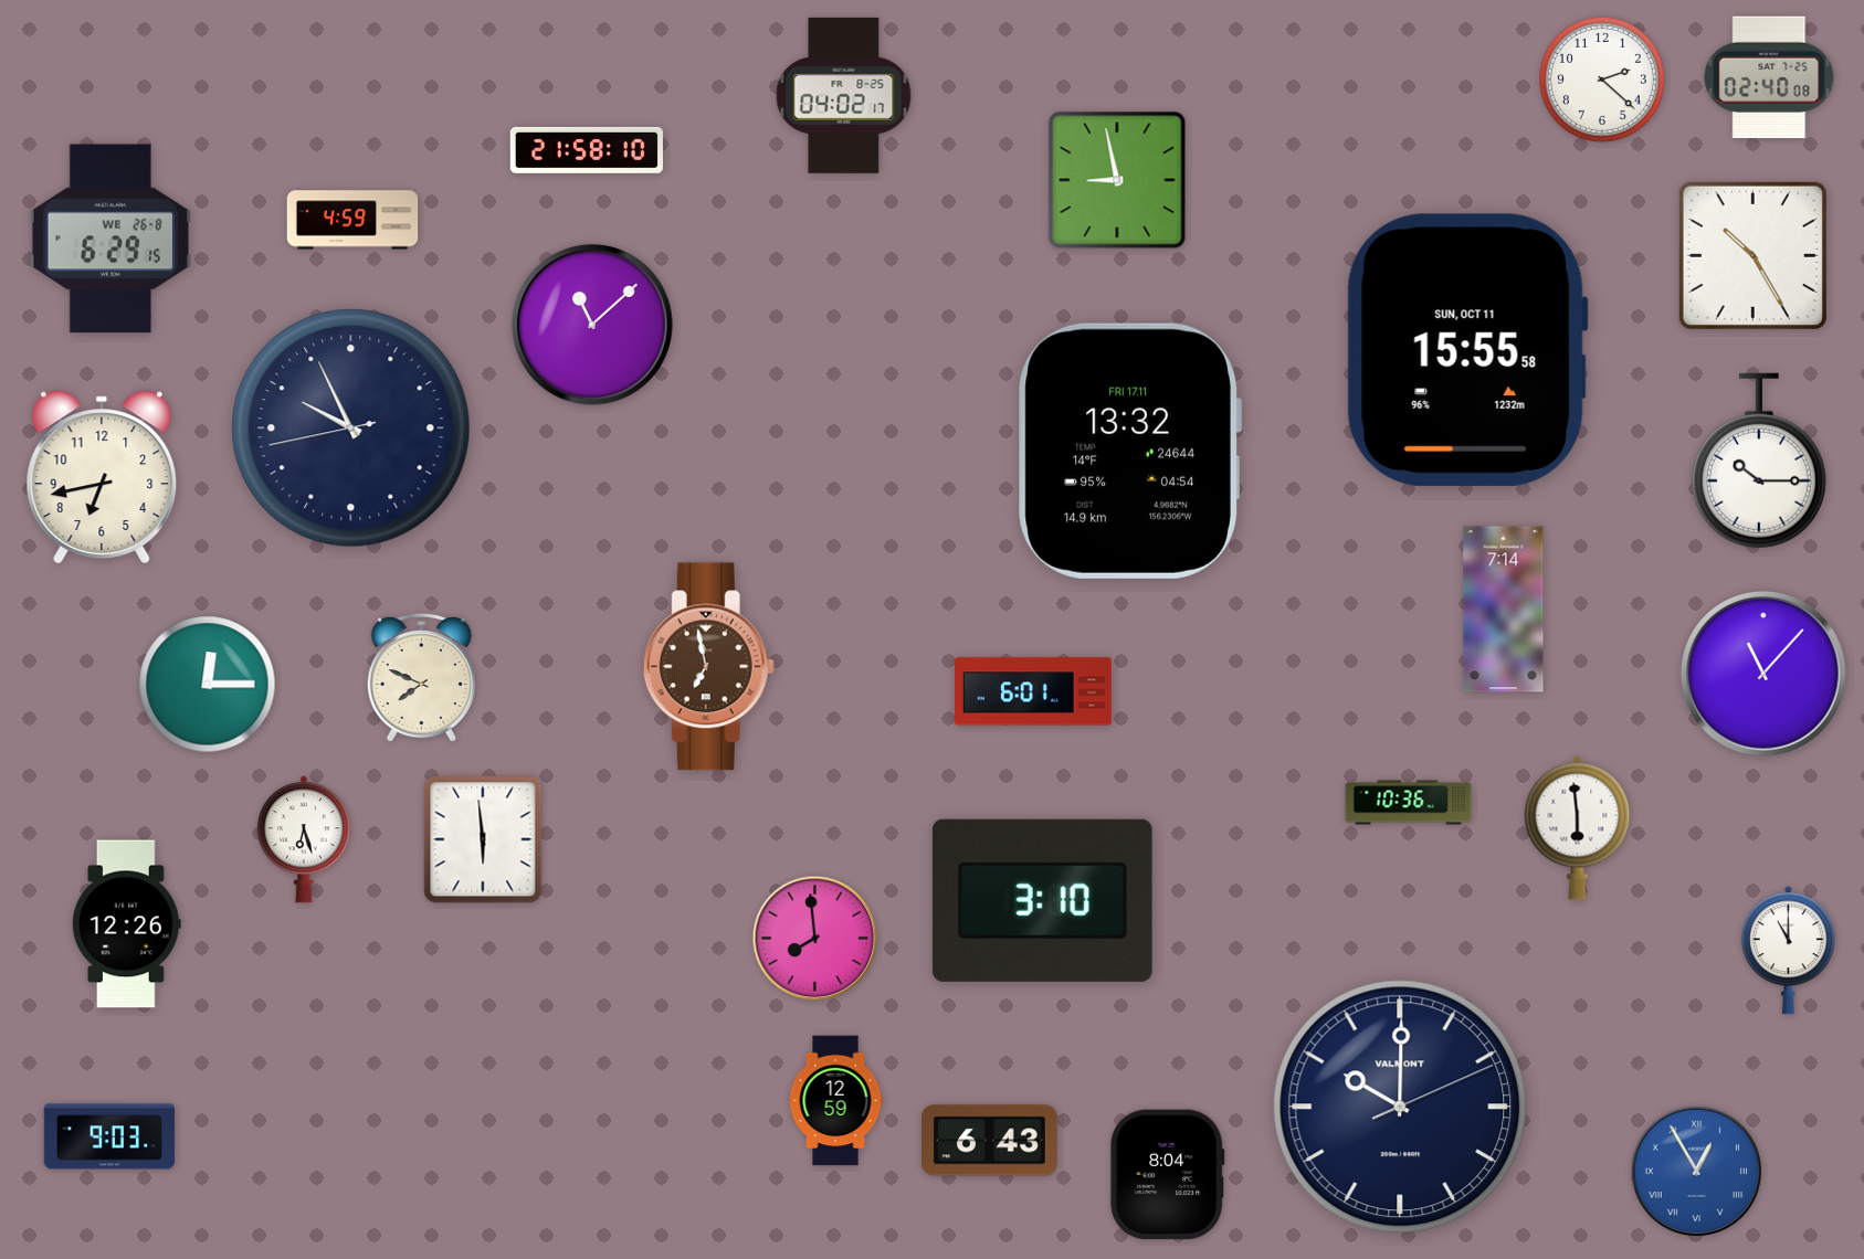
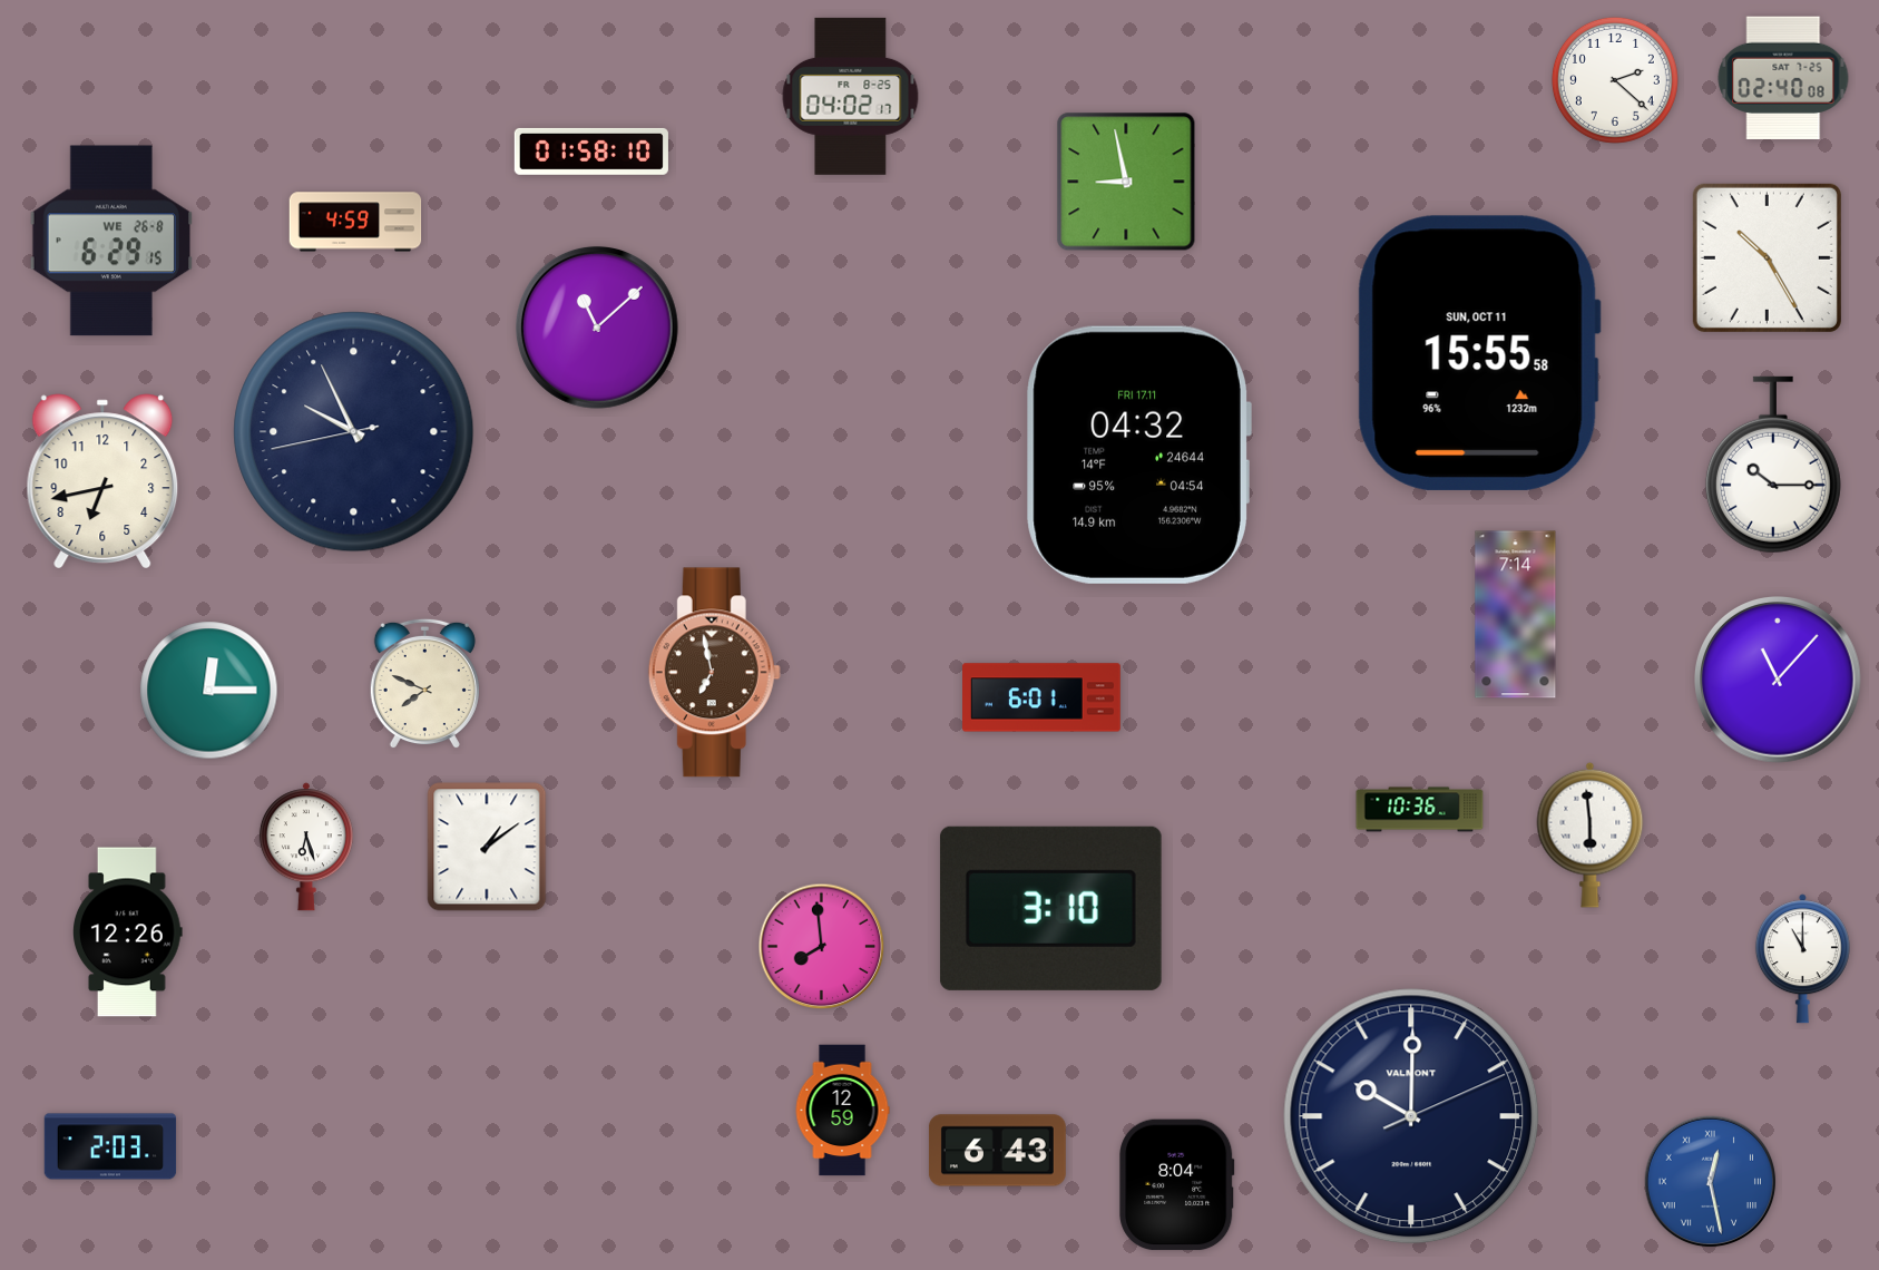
clock at (587, 150): 21:58 -> 01:58
clock at (1129, 451): 13:32 -> 04:32
clock at (483, 839): 5:59 -> 1:09
clock at (109, 1136): 9:03 -> 2:03
clock at (1697, 1172): 12:55 -> 12:28
